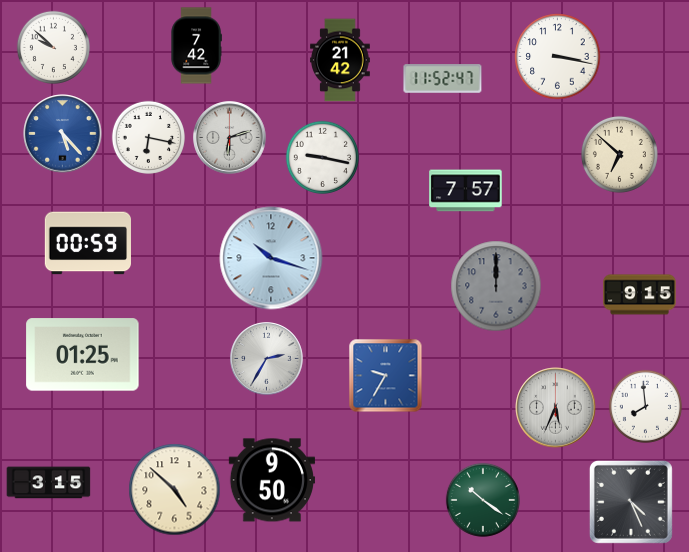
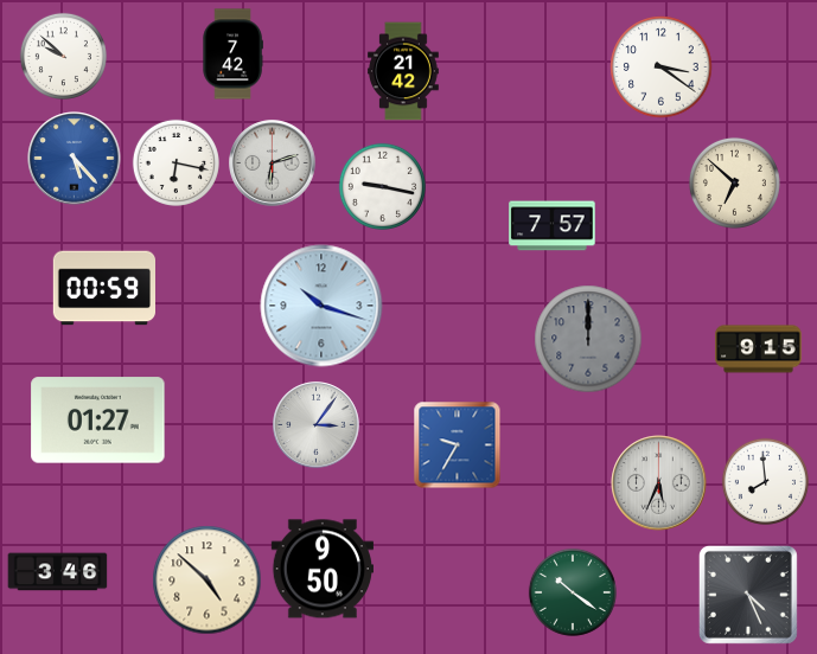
clock at (558, 57): 3:17 -> 3:21
clock at (443, 79): 11:52 -> none
clock at (83, 355): 01:25 -> 01:27
clock at (267, 359): 2:35 -> 3:06
clock at (49, 483): 3:15 -> 3:46
